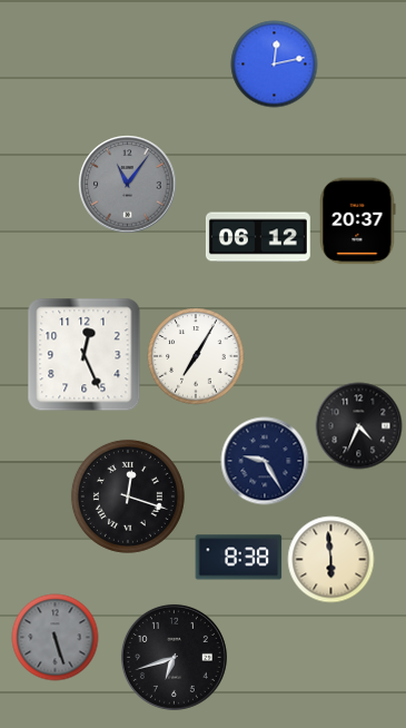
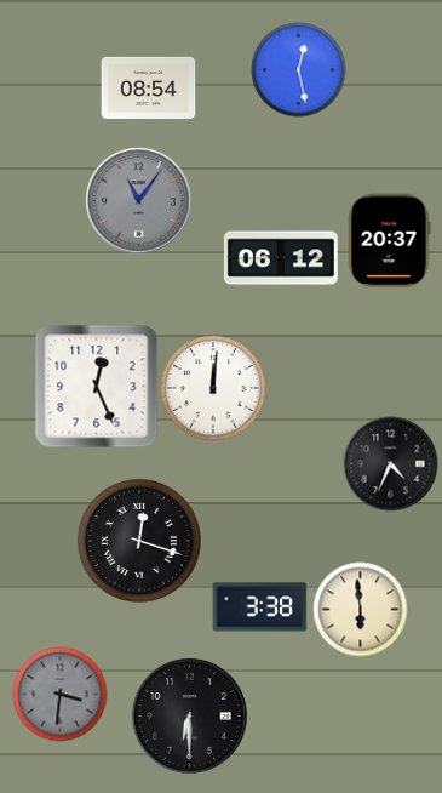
clock at (274, 63): 12:13 -> 12:28
clock at (148, 87): none -> 08:54
clock at (83, 354) position: (83, 354) -> (96, 386)
clock at (196, 356): 7:05 -> 12:01
clock at (265, 461): 9:25 -> none
clock at (238, 558): 8:38 -> 3:38
clock at (55, 637): 5:27 -> 3:31
clock at (174, 657): 6:42 -> 6:30
